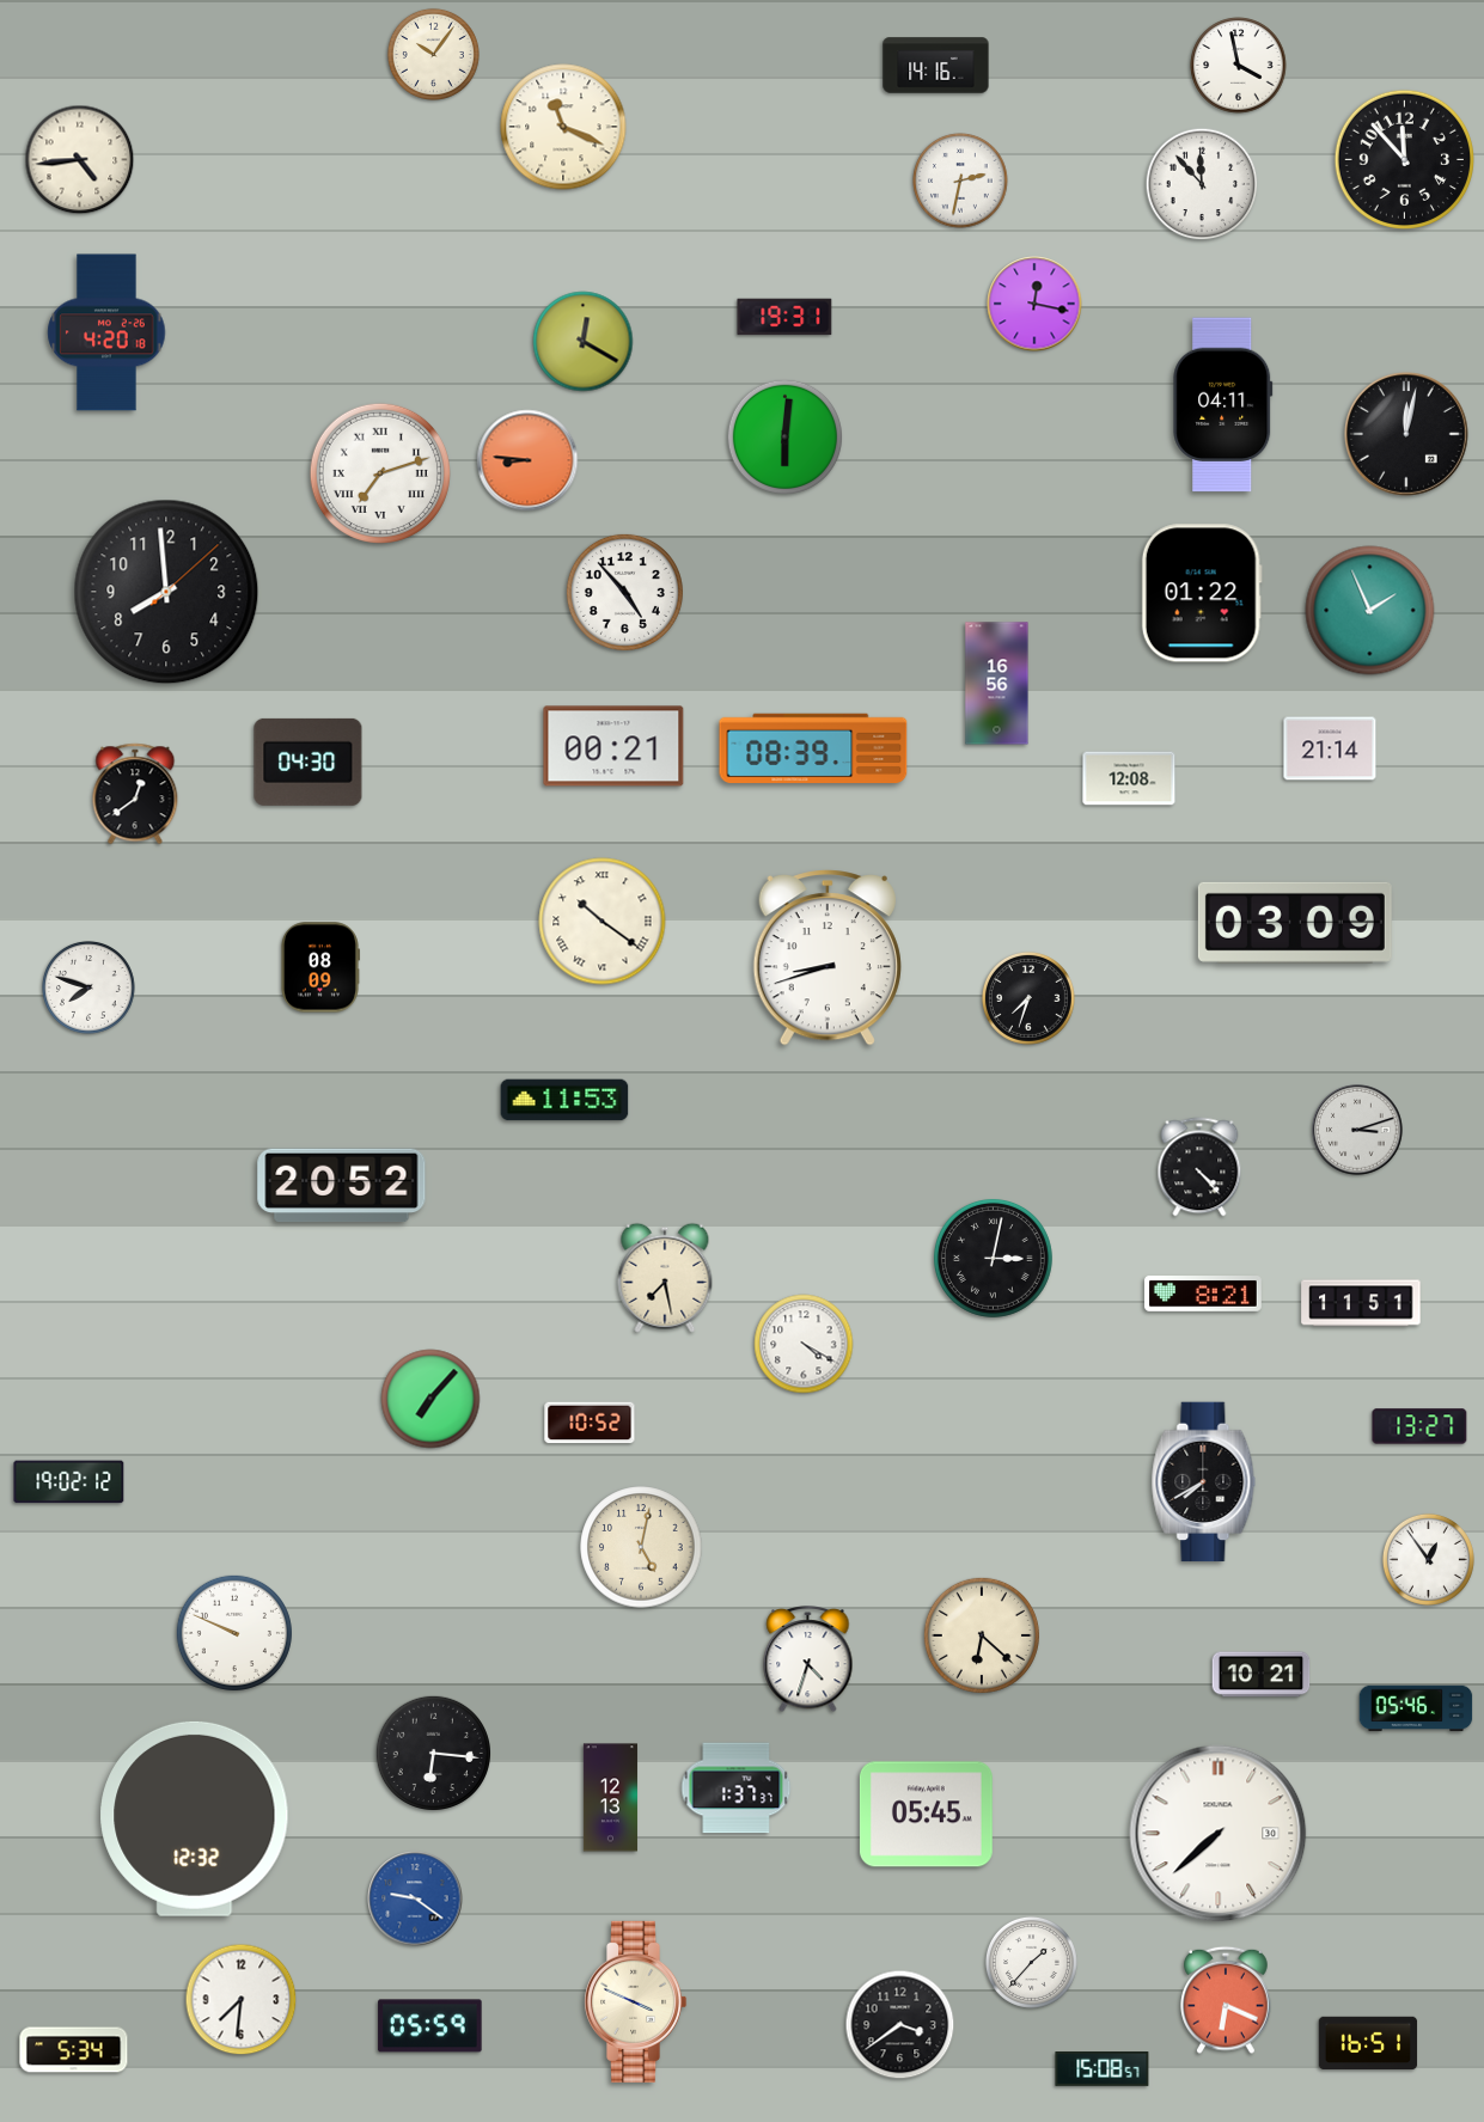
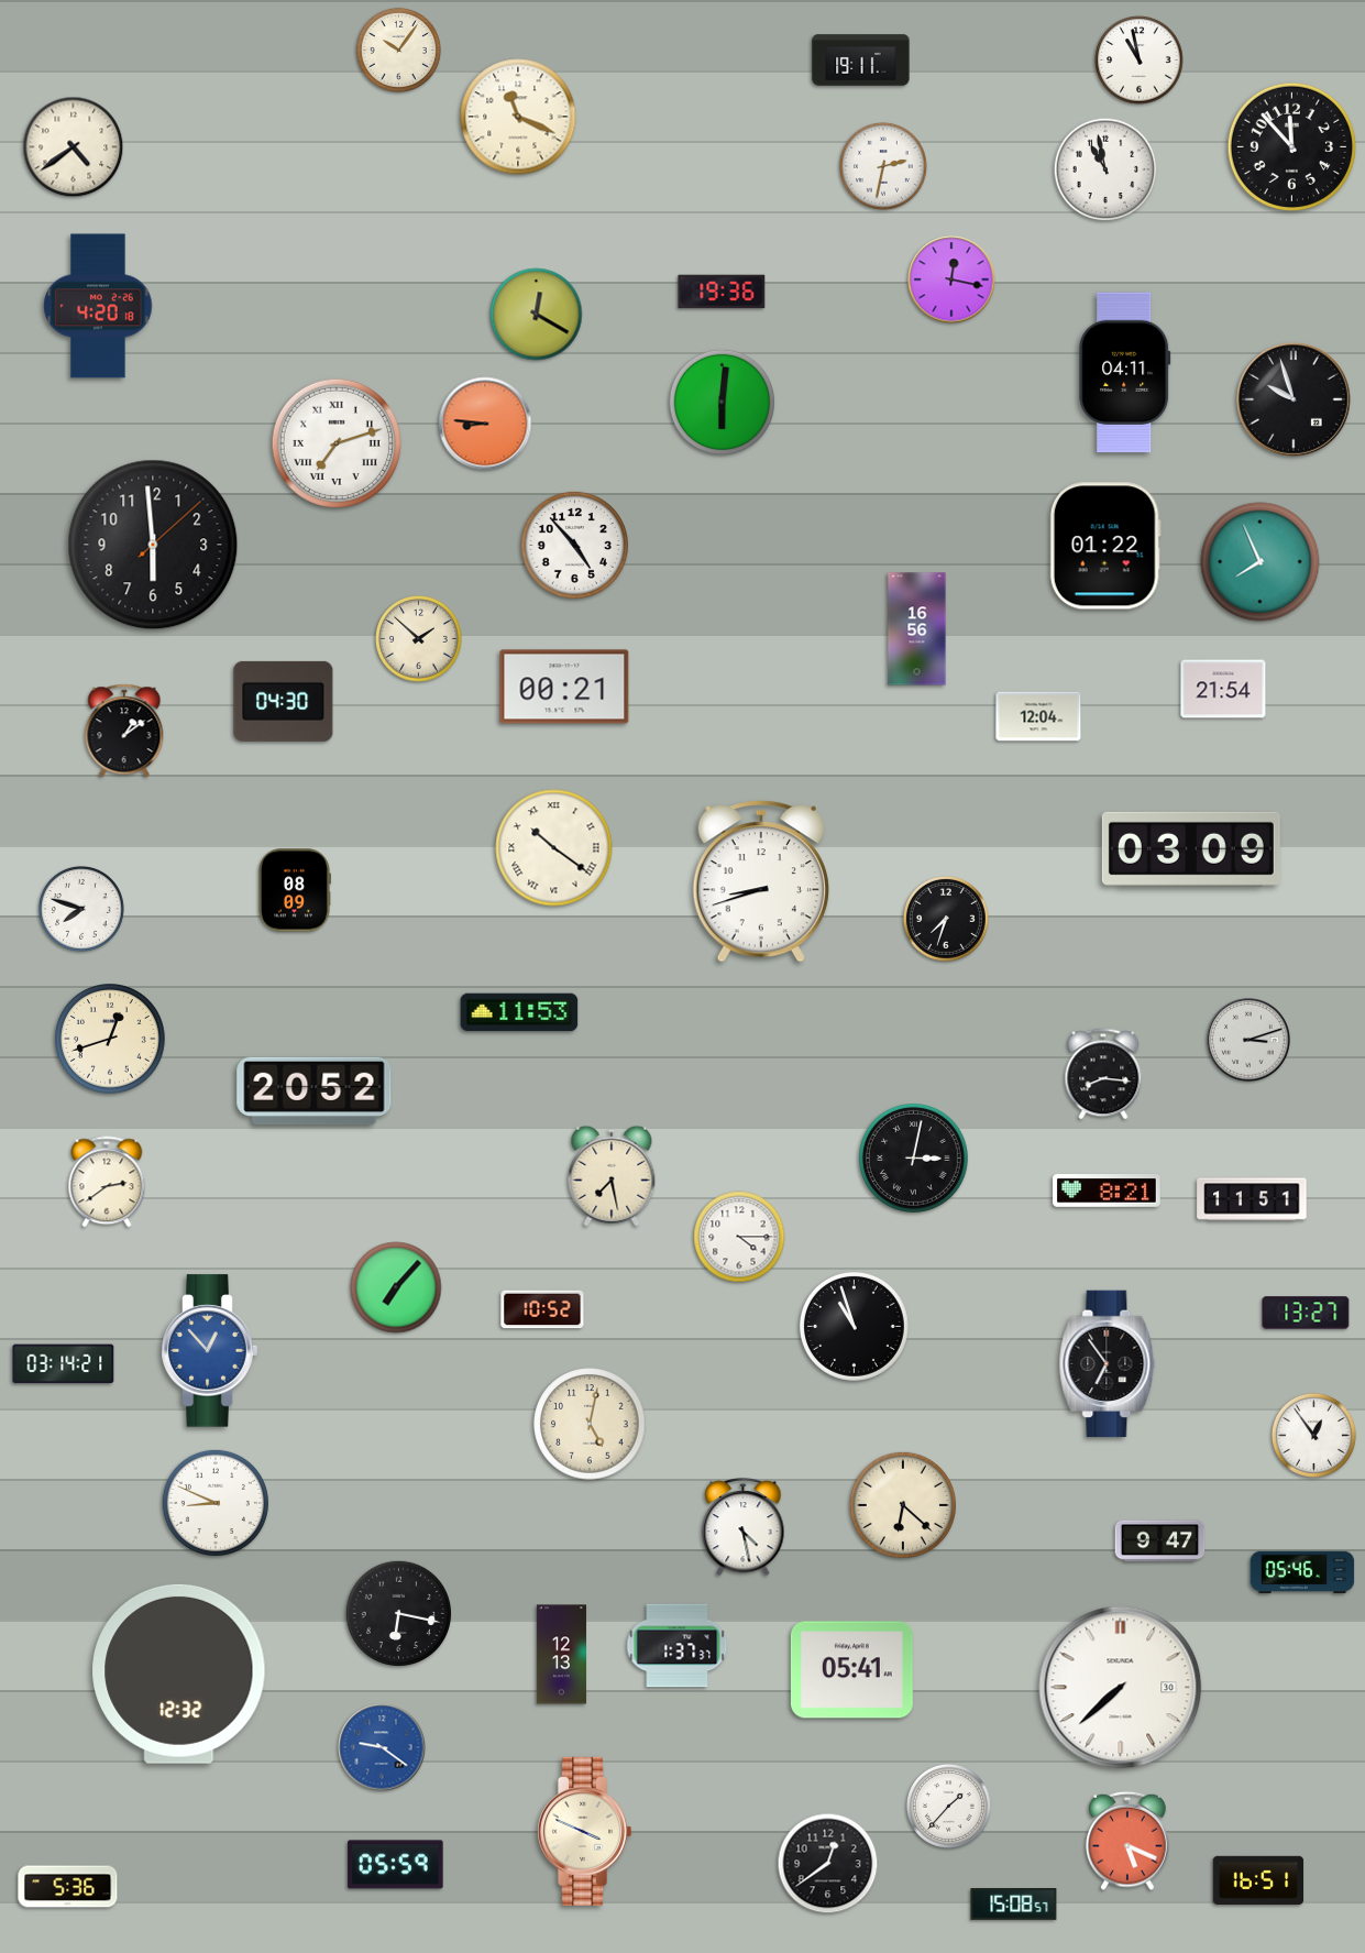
clock at (936, 66): 14:16 -> 19:11
clock at (1239, 66): 3:58 -> 10:58
clock at (80, 160): 4:44 -> 4:39
clock at (1202, 184): 11:53 -> 10:58
clock at (784, 317): 19:31 -> 19:36
clock at (1407, 435): 12:02 -> 9:57
clock at (380, 473) position: (380, 473) -> (337, 443)
clock at (166, 592): 7:59 -> 5:59
clock at (1370, 611): 1:56 -> 7:56
clock at (419, 639): none -> 1:52
clock at (813, 748): 08:39 -> none
clock at (1330, 748): 21:14 -> 21:54
clock at (1129, 778): 12:08 -> 12:04
clock at (135, 794): 12:39 -> 1:09
clock at (111, 1040): none -> 12:42
clock at (1199, 1167): 4:23 -> 8:16
clock at (107, 1182): none -> 2:39
clock at (804, 1344): 4:20 -> 4:15
clock at (854, 1326): none -> 10:57
clock at (210, 1351): none -> 12:53
clock at (69, 1482): 19:02 -> 03:14
clock at (1204, 1482): 7:40 -> 6:54
clock at (234, 1633): 9:49 -> 8:49
clock at (808, 1661): 4:33 -> 4:28
clock at (1262, 1675): 10:21 -> 9:47
clock at (433, 1753): 6:16 -> 6:17
clock at (926, 1815): 05:45 -> 05:41
clock at (242, 2000): 7:31 -> none
clock at (1226, 2000): 6:19 -> 5:19
clock at (636, 2001) position: (636, 2001) -> (585, 1831)
clock at (900, 2025): 3:39 -> 12:39
clock at (74, 2050): 5:34 -> 5:36
